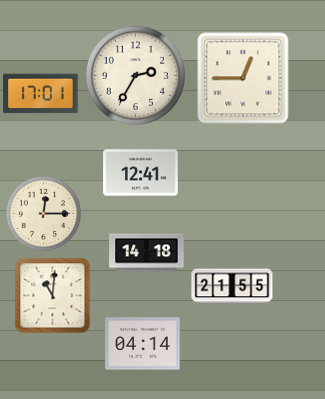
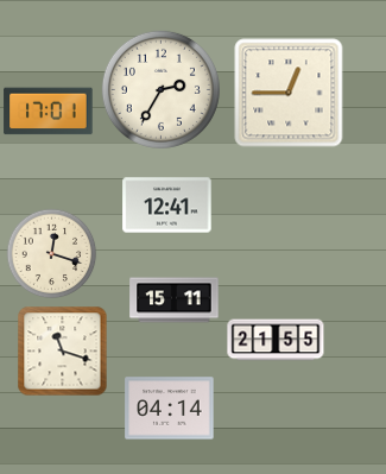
clock at (44, 214): 12:15 -> 12:18
clock at (147, 253): 14:18 -> 15:11
clock at (53, 296): 11:01 -> 11:18
